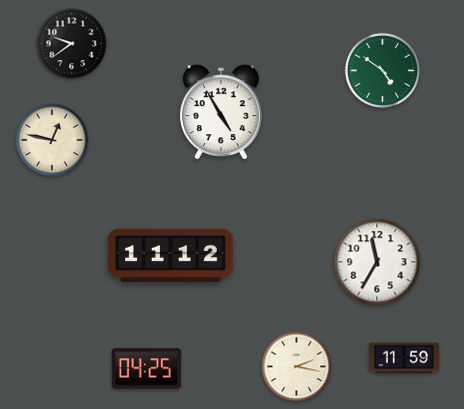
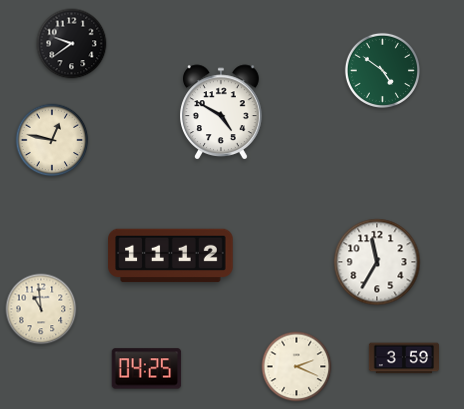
clock at (222, 112): 4:55 -> 4:50
clock at (41, 309): none -> 10:59
clock at (403, 358): 11:59 -> 3:59
clock at (297, 367): 2:17 -> 2:19
